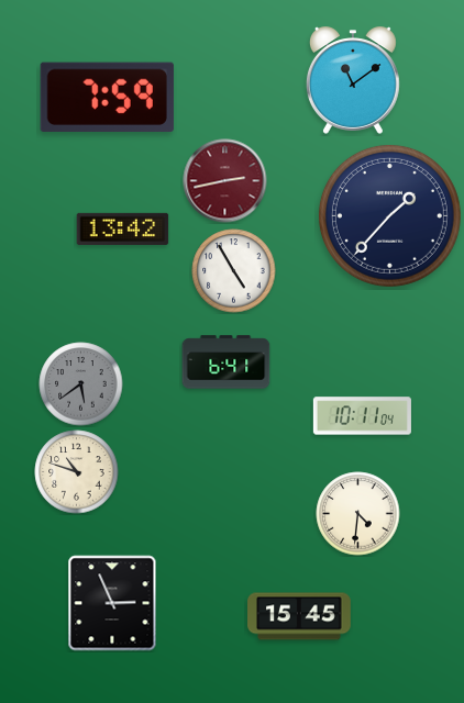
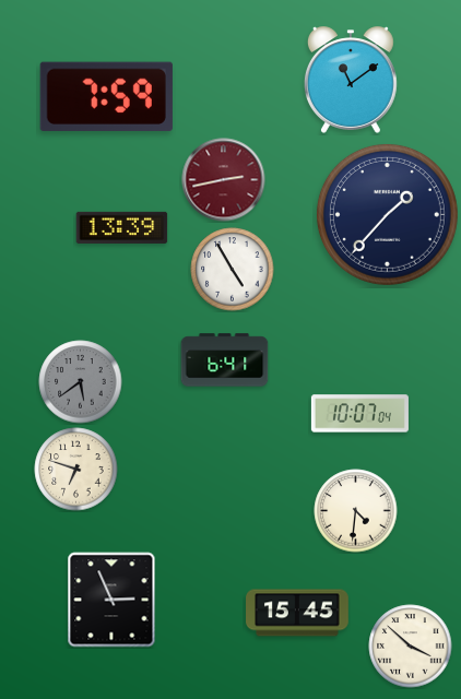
clock at (123, 228): 13:42 -> 13:39
clock at (362, 416): 10:11 -> 10:07
clock at (77, 472): 10:48 -> 6:48
clock at (411, 647): none -> 3:52
